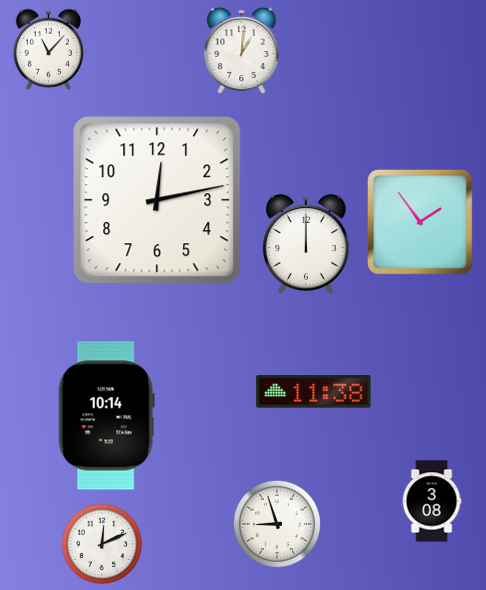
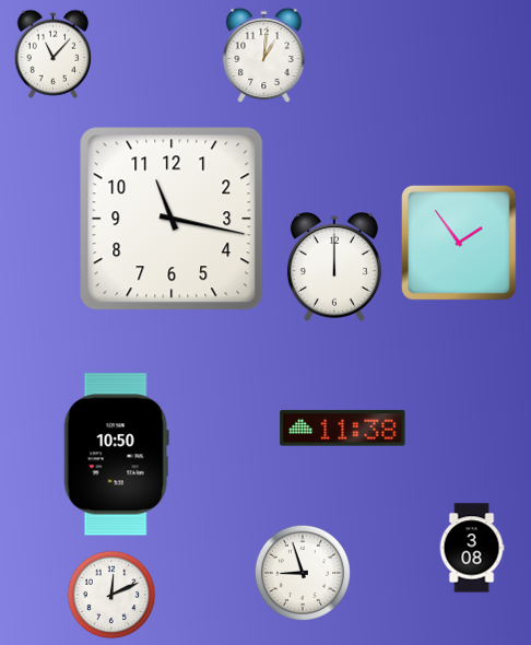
clock at (157, 200): 12:13 -> 11:17
clock at (106, 416): 10:14 -> 10:50
